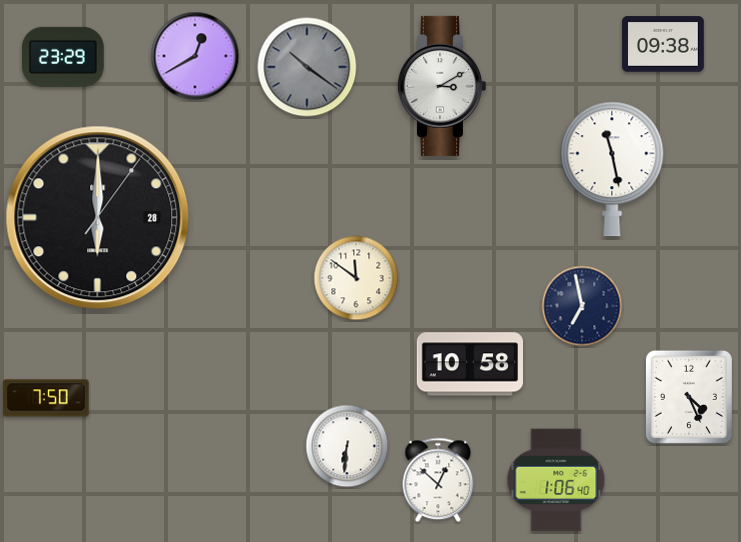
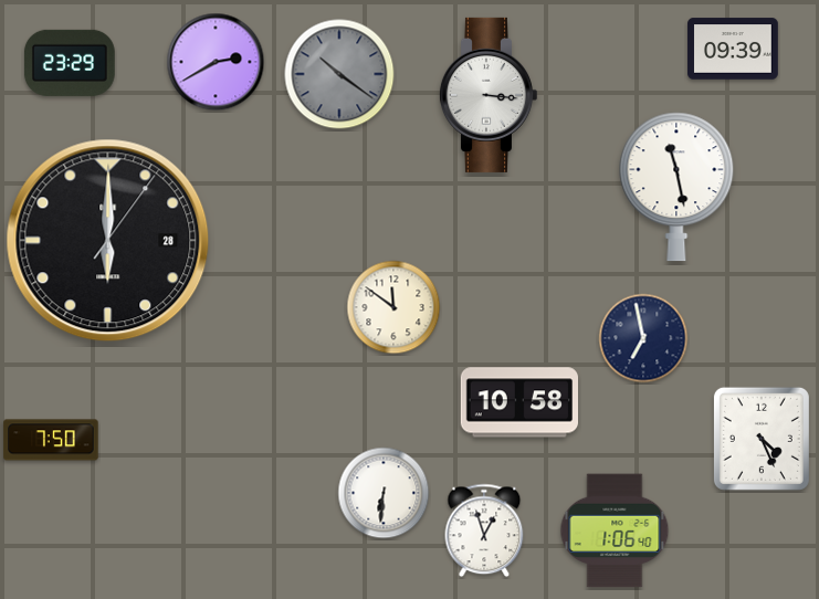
clock at (663, 44): 09:38 -> 09:39
clock at (195, 56): 12:40 -> 2:40
clock at (441, 86): 3:10 -> 3:16
clock at (438, 480): 12:52 -> 12:57
